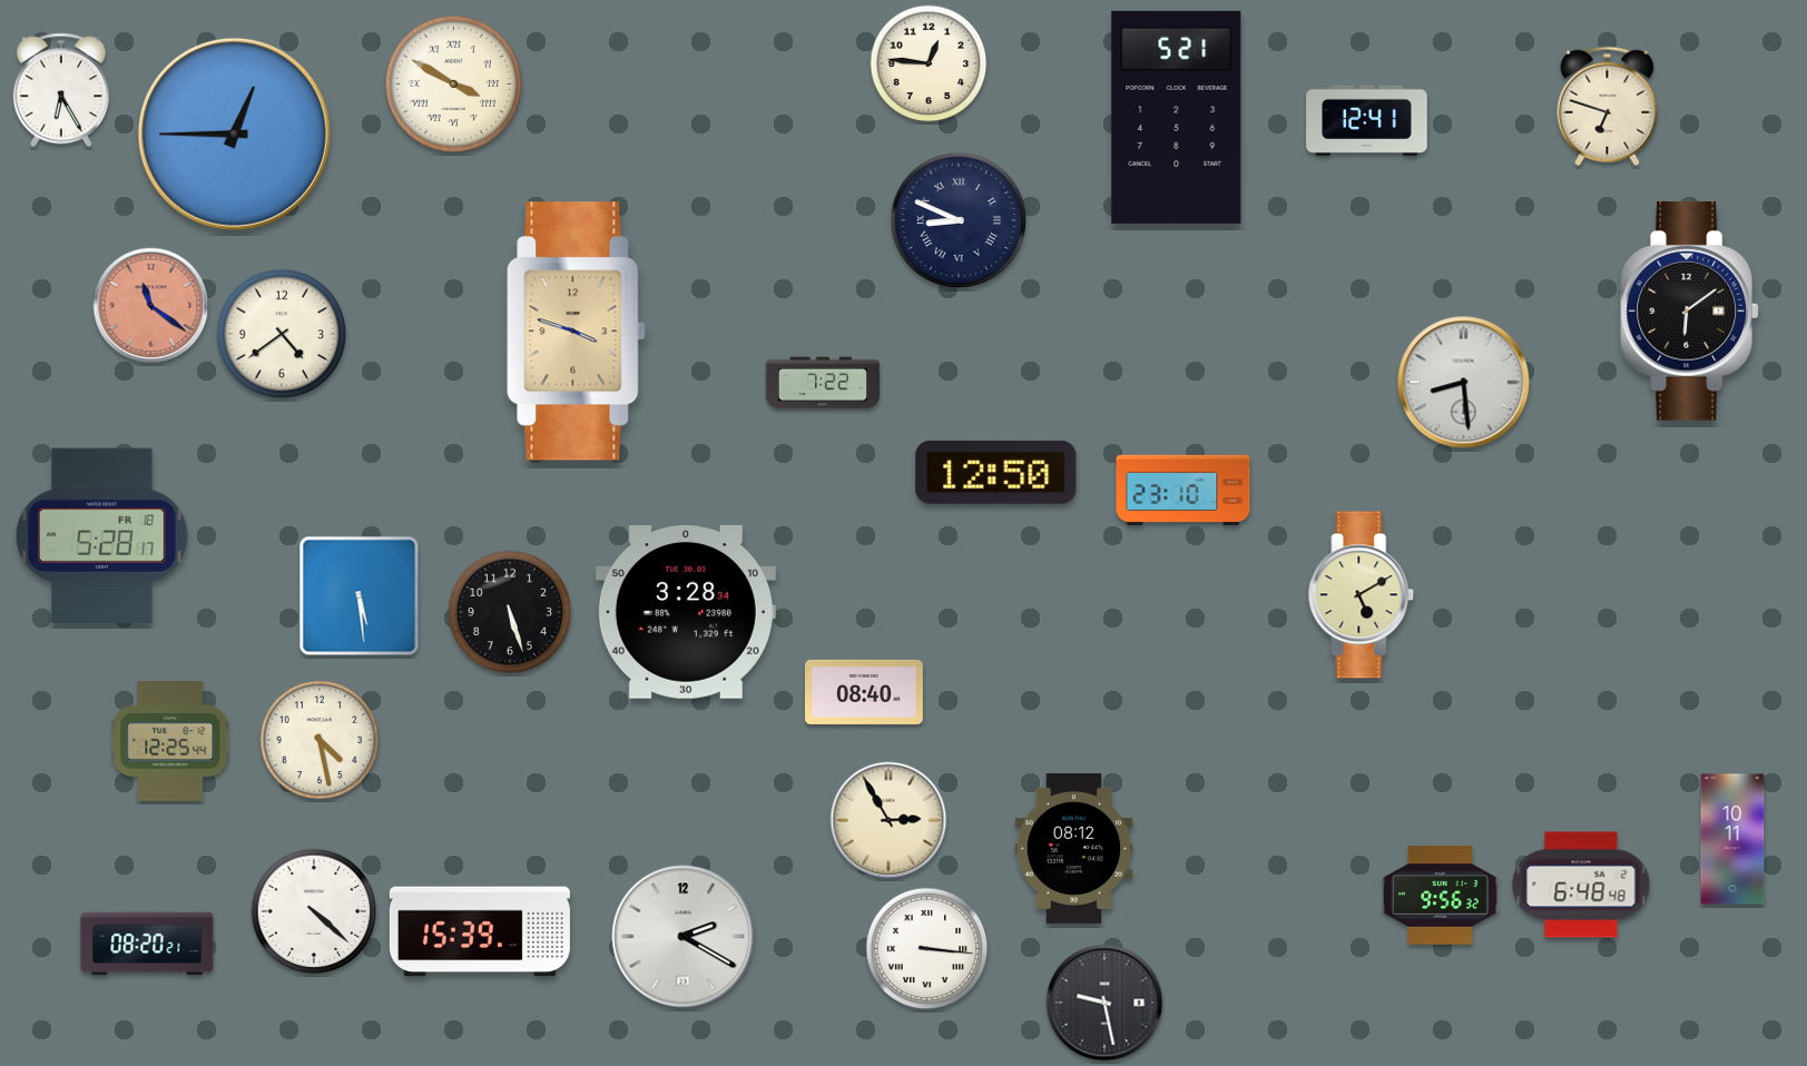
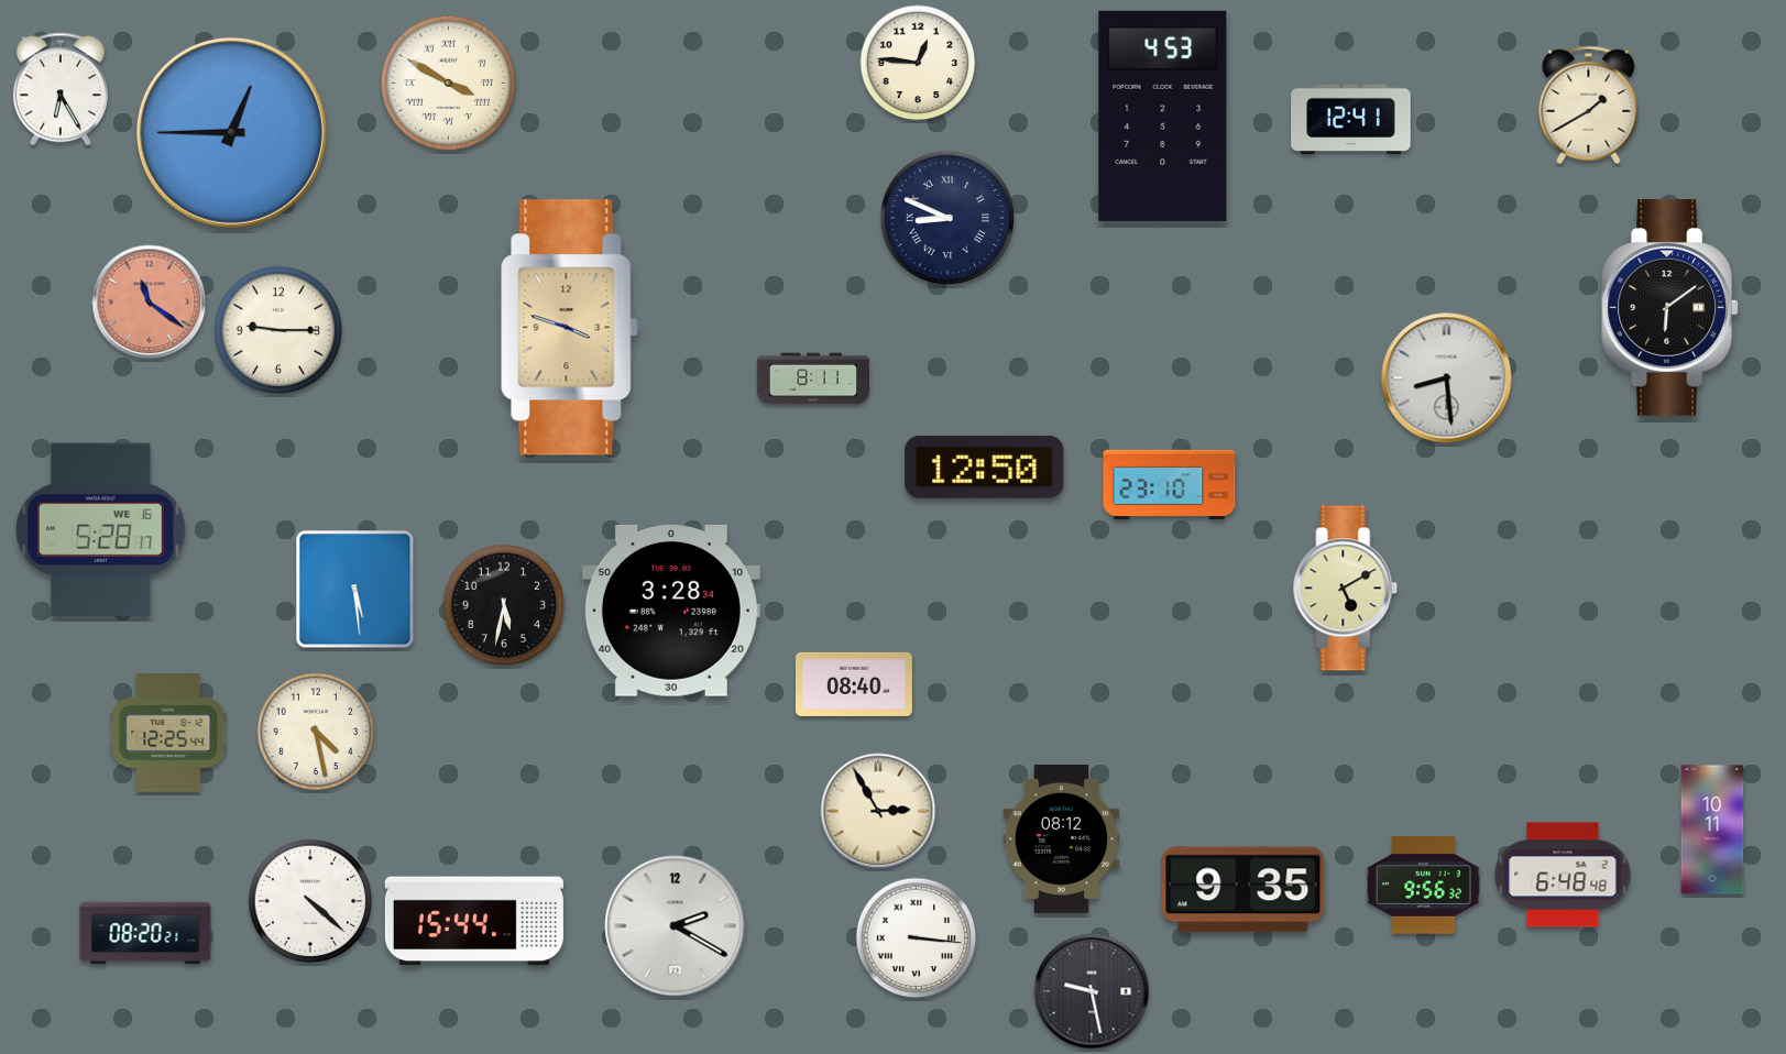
clock at (1608, 107): 6:48 -> 1:40
clock at (1177, 117): 5:21 -> 4:53
clock at (282, 334): 4:39 -> 9:15
clock at (823, 383): 7:22 -> 8:11
clock at (102, 535) date: FR 18 -> WE 16
clock at (510, 612): 5:27 -> 5:32
clock at (686, 612) position: (686, 612) -> (671, 611)
clock at (1243, 890): none -> 9:35
clock at (480, 931): 15:39 -> 15:44
